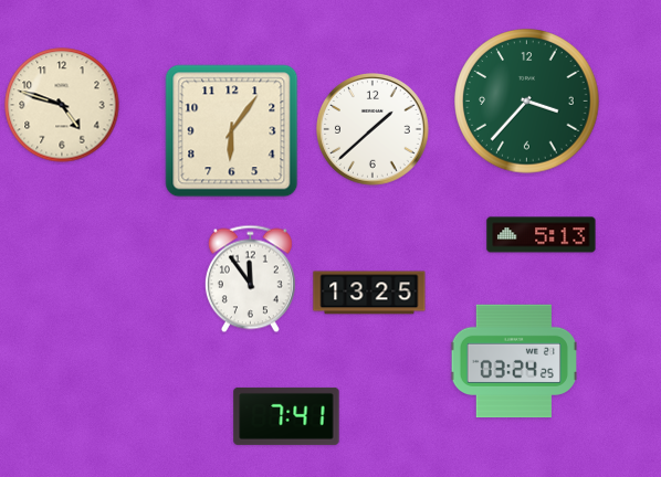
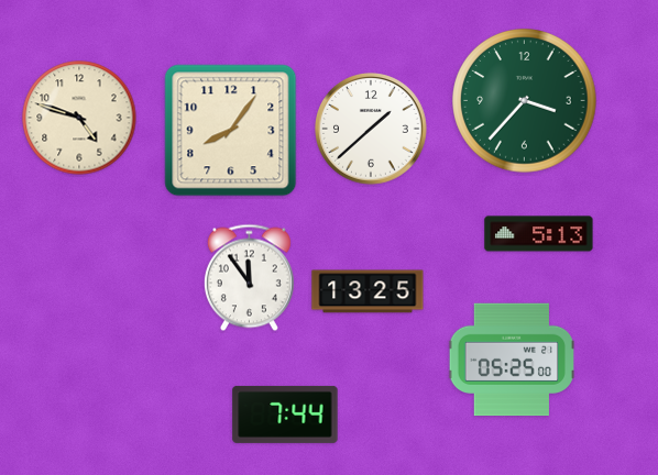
clock at (62, 105) position: (62, 105) -> (79, 118)
clock at (232, 131): 6:06 -> 8:06
clock at (513, 361): 03:24 -> 05:25
clock at (286, 416): 7:41 -> 7:44
